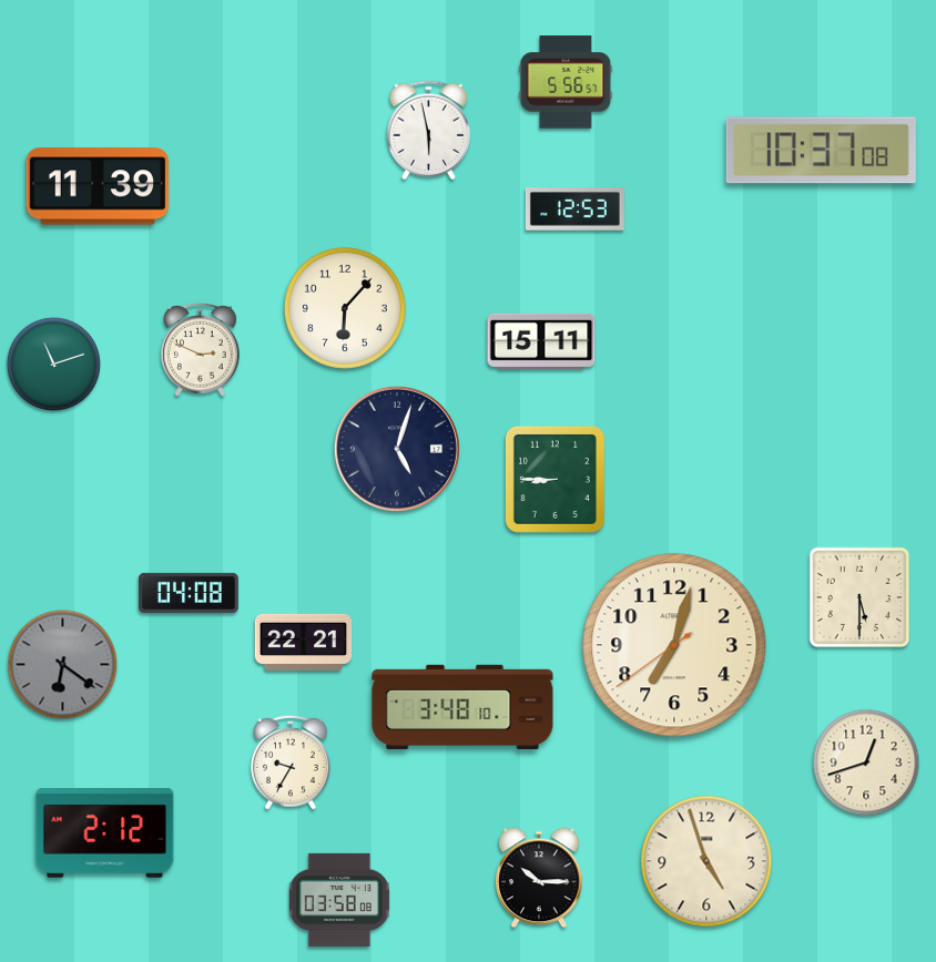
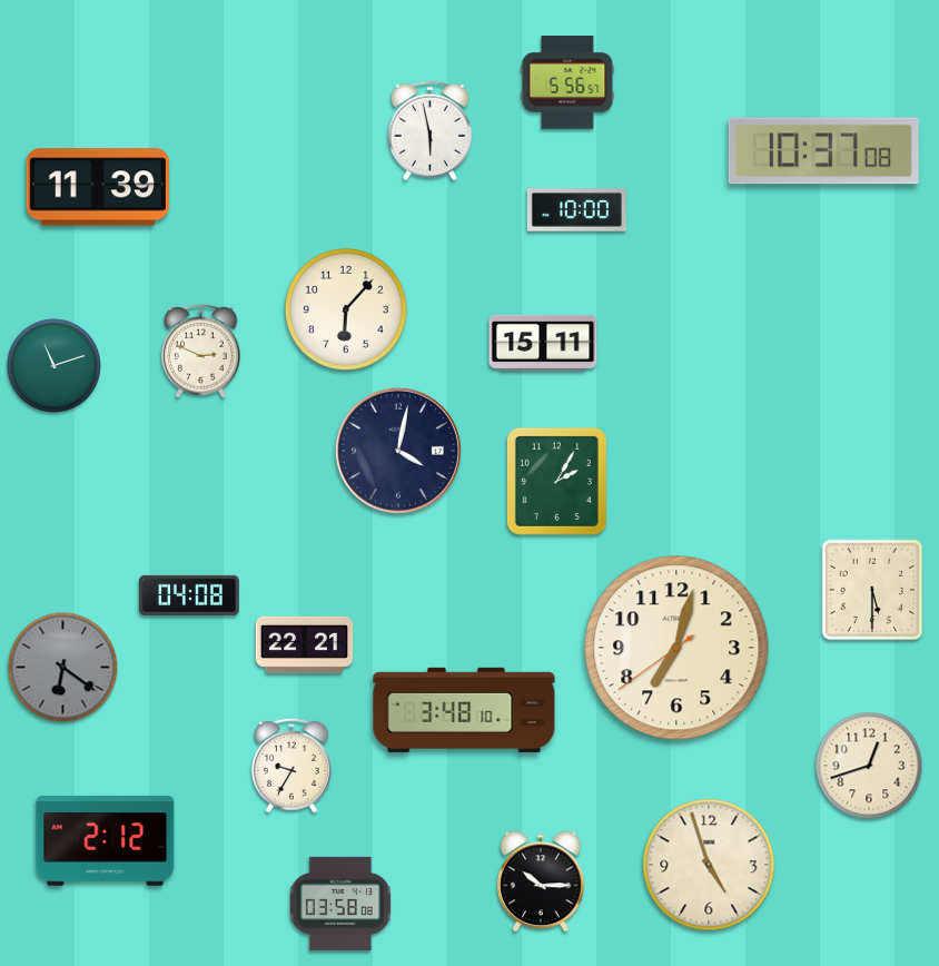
clock at (574, 209): 12:53 -> 10:00
clock at (397, 449): 5:03 -> 4:02
clock at (555, 479): 8:45 -> 2:05
clock at (859, 597) position: (859, 597) -> (872, 590)
clock at (105, 833) position: (105, 833) -> (106, 841)
